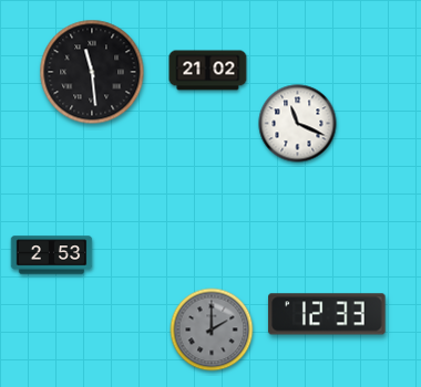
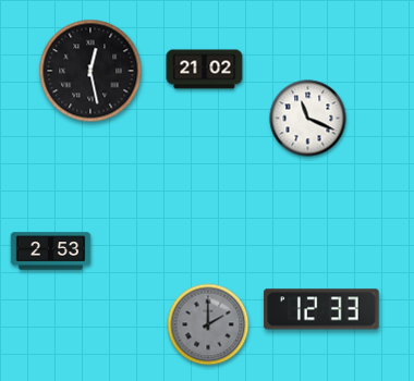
clock at (92, 72): 11:29 -> 12:28
clock at (298, 124) position: (298, 124) -> (308, 119)
